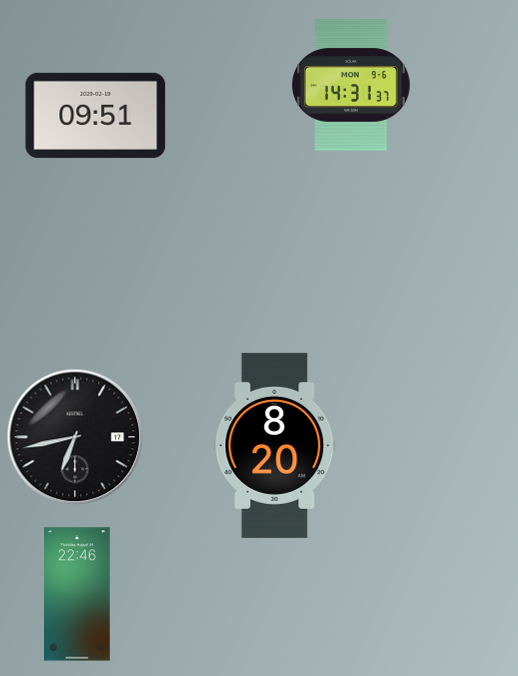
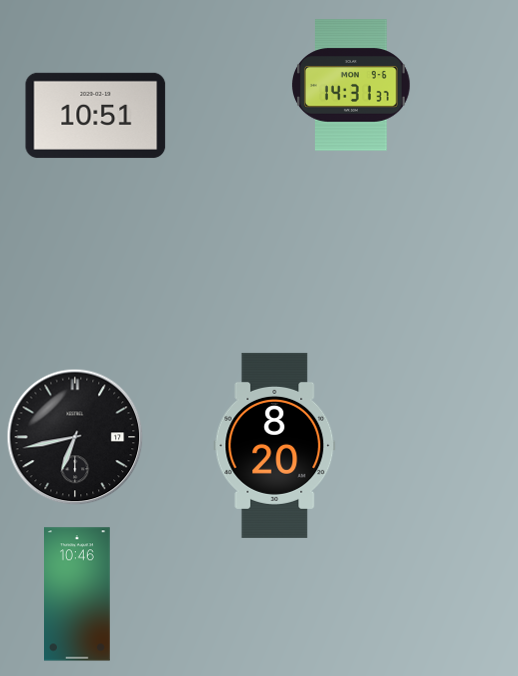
clock at (96, 115): 09:51 -> 10:51
clock at (78, 594): 22:46 -> 10:46
